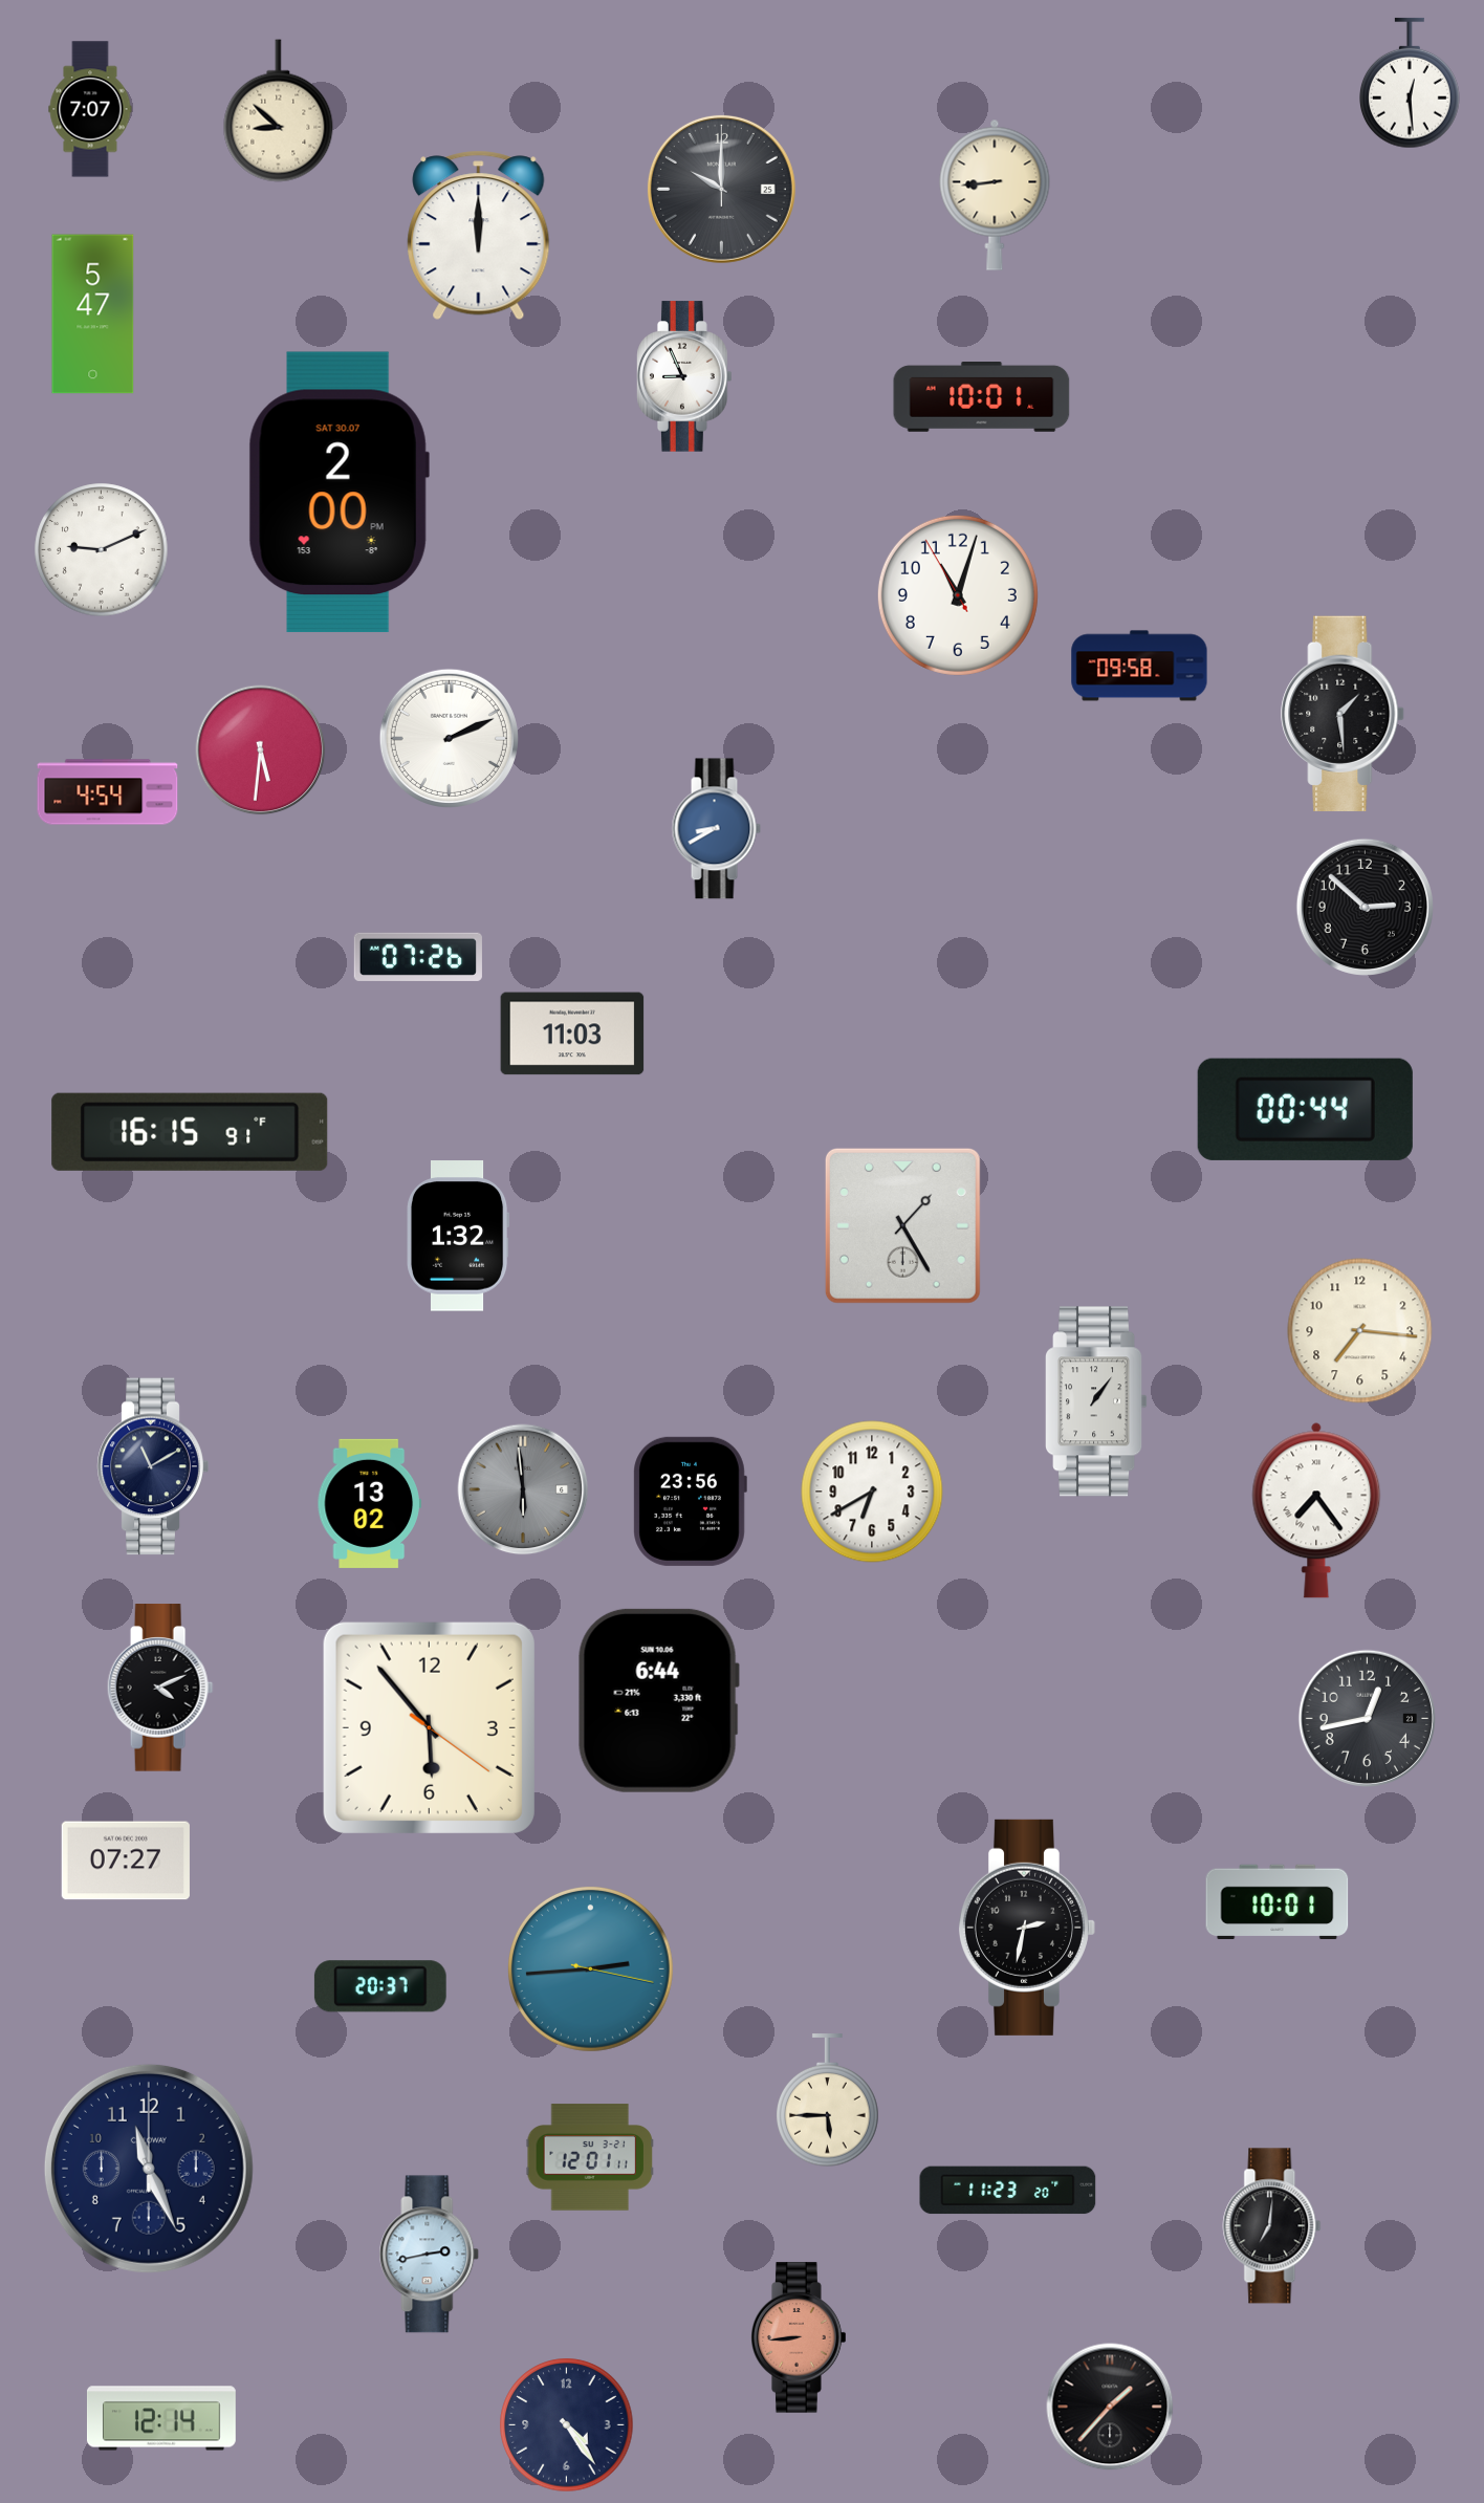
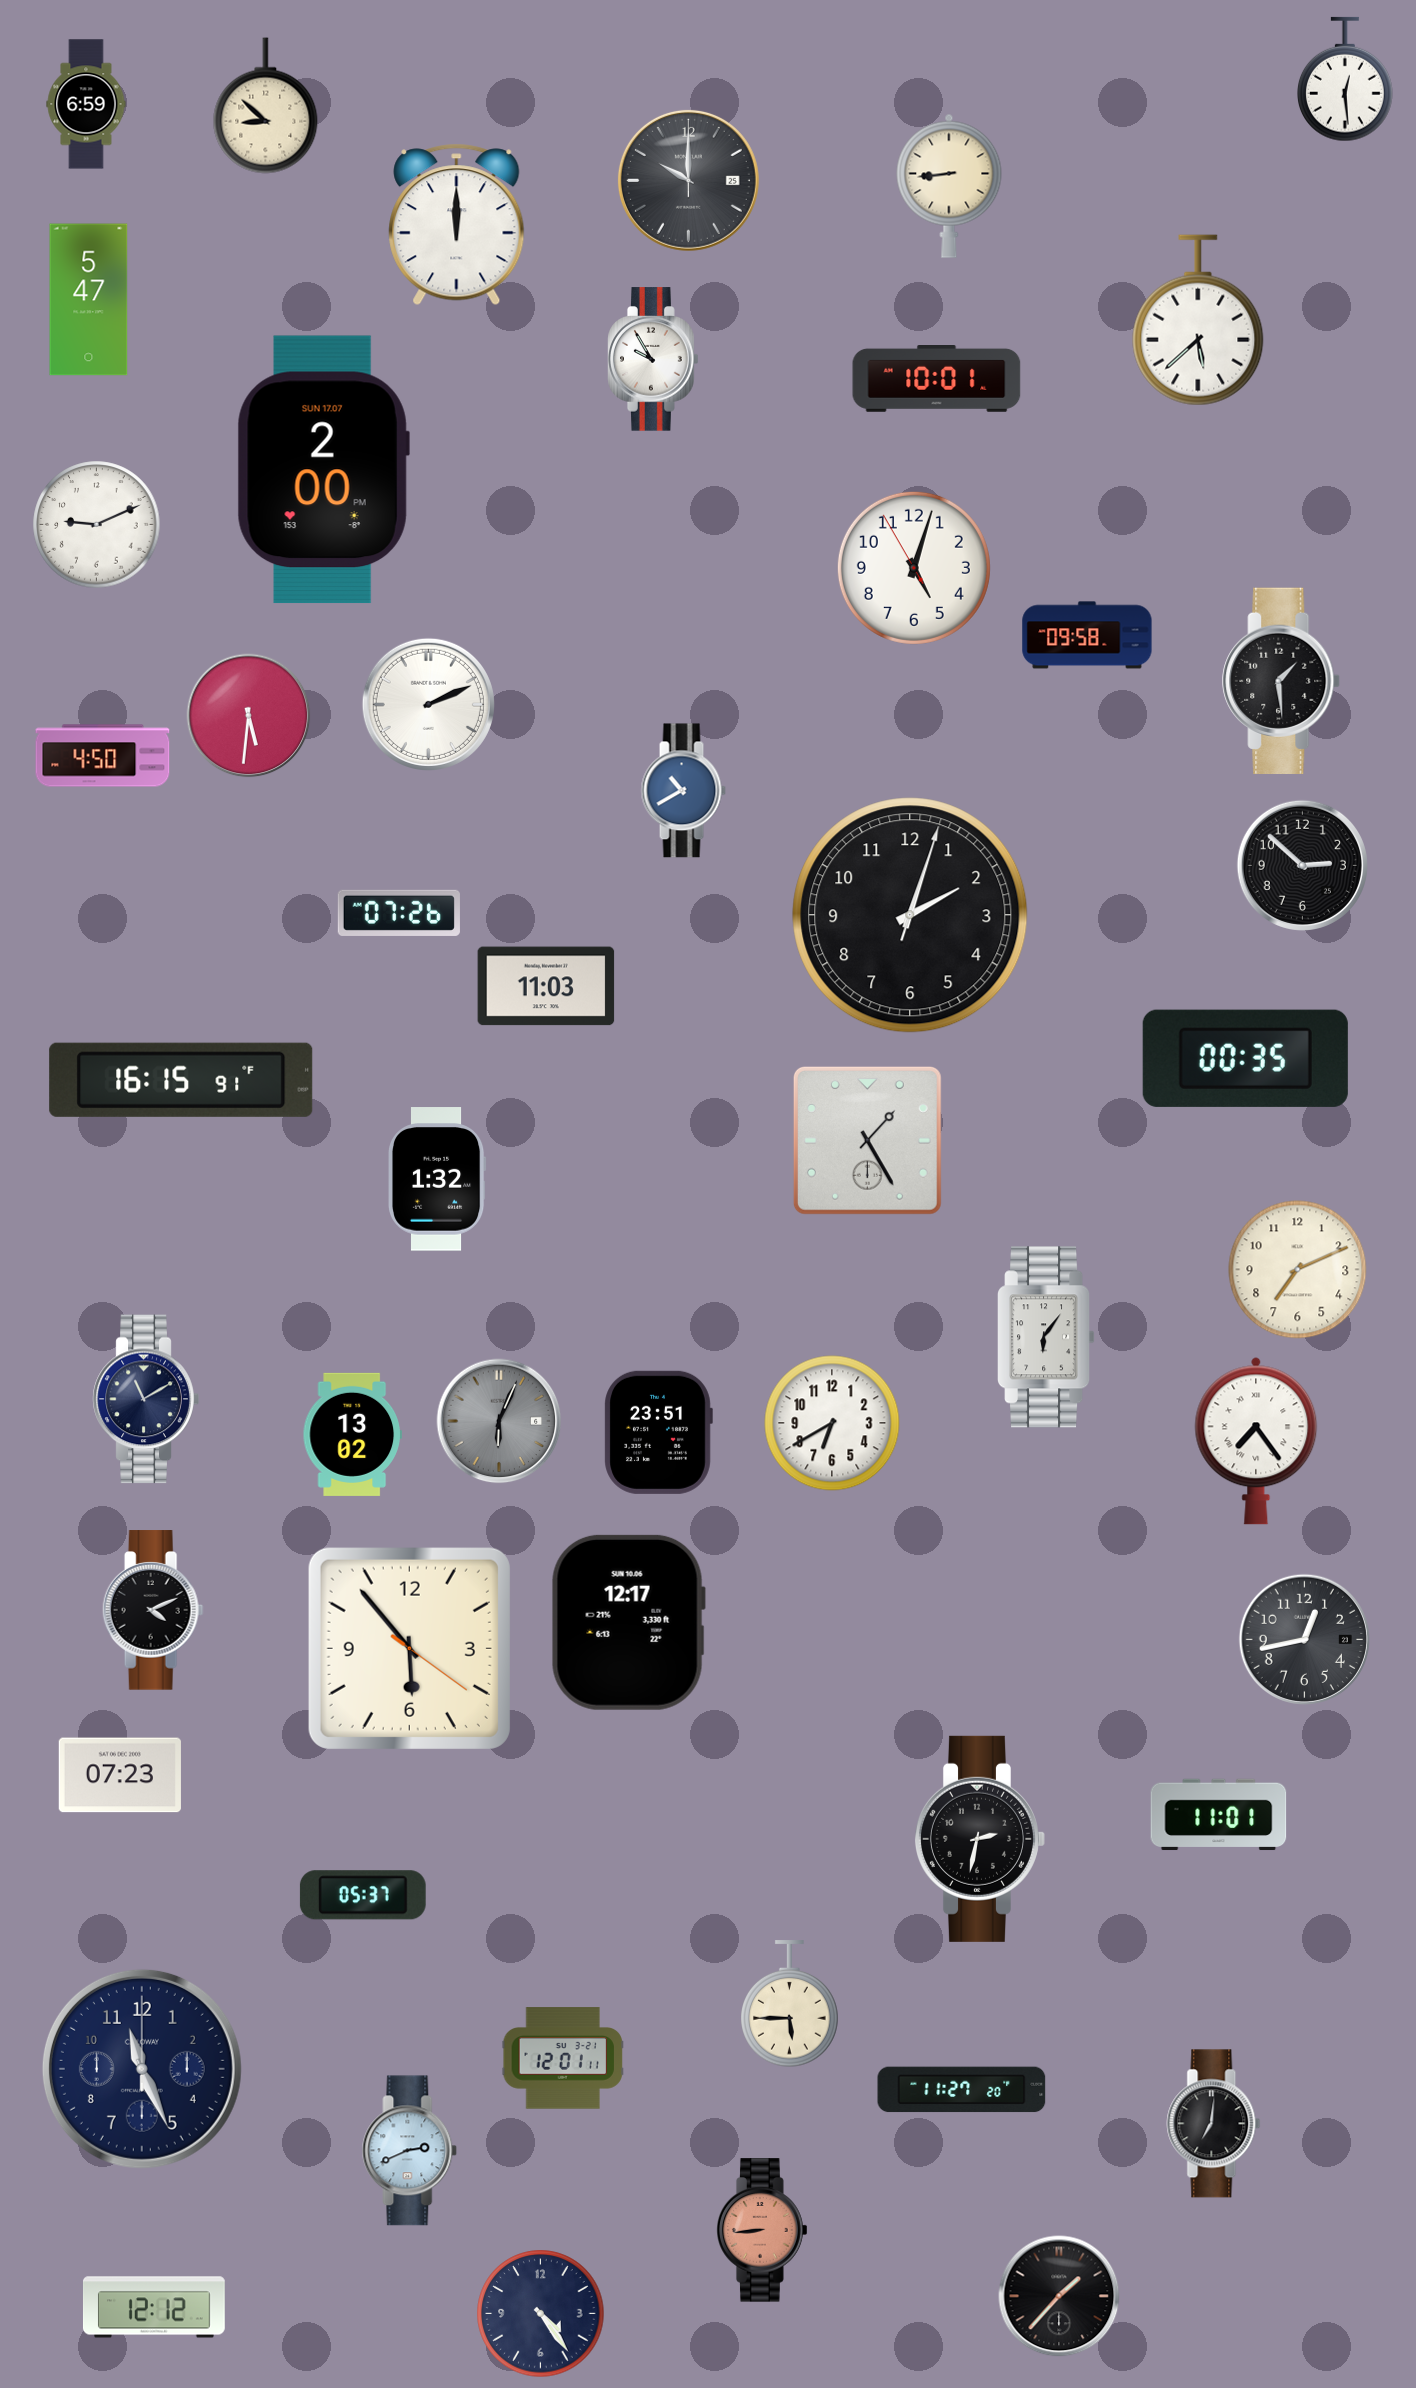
clock at (90, 109): 7:07 -> 6:59
clock at (1198, 320): none -> 5:38
clock at (684, 376): 8:56 -> 9:55
clock at (339, 493) date: SAT 30.07 -> SUN 17.07
clock at (958, 595): 11:02 -> 5:02
clock at (108, 792): 4:54 -> 4:50
clock at (716, 829): 8:40 -> 10:40
clock at (910, 915): none -> 2:03
clock at (1305, 1109): 00:44 -> 00:35
clock at (902, 1225) position: (902, 1225) -> (867, 1140)
clock at (1360, 1331): 7:16 -> 7:11
clock at (1097, 1401): 1:06 -> 6:06
clock at (523, 1489): 5:59 -> 6:04
clock at (690, 1501): 23:56 -> 23:51
clock at (658, 1700): 6:44 -> 12:17
clock at (126, 1860): 07:27 -> 07:23
clock at (1278, 1902): 10:01 -> 11:01
clock at (590, 1968): 2:44 -> none
clock at (380, 1986): 20:37 -> 05:37
clock at (1008, 2191): 11:23 -> 11:27
clock at (430, 2255): 2:43 -> 2:41
clock at (161, 2418): 12:14 -> 12:12
